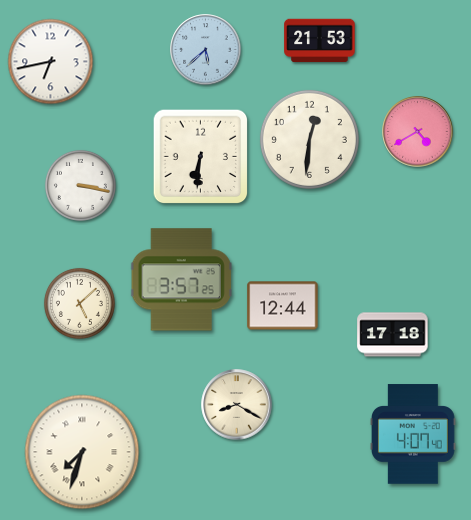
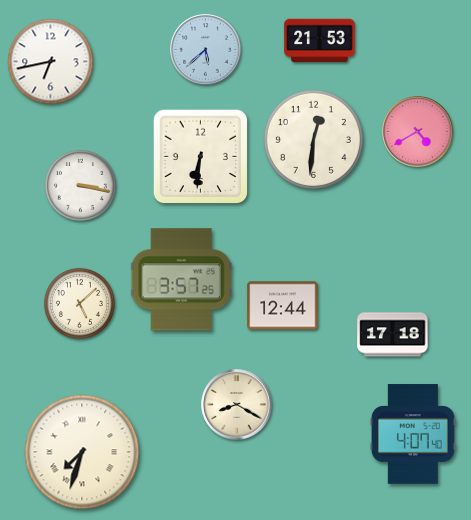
clock at (309, 139) position: (309, 139) -> (313, 139)
